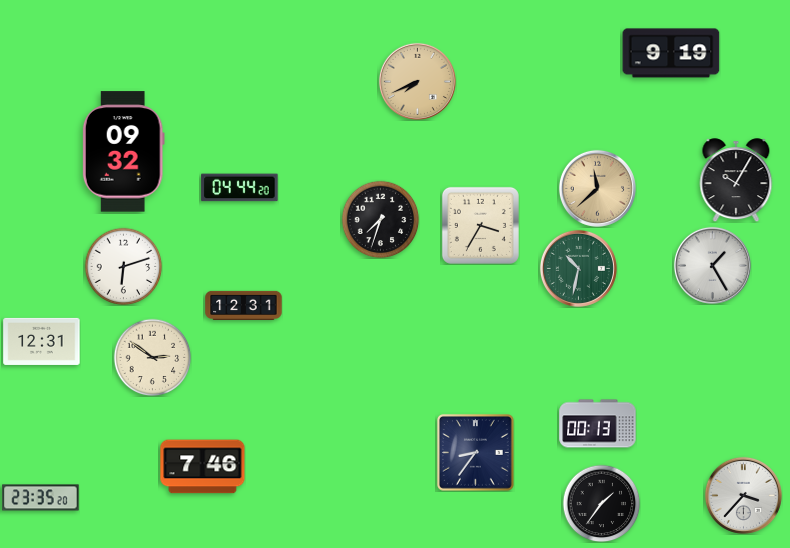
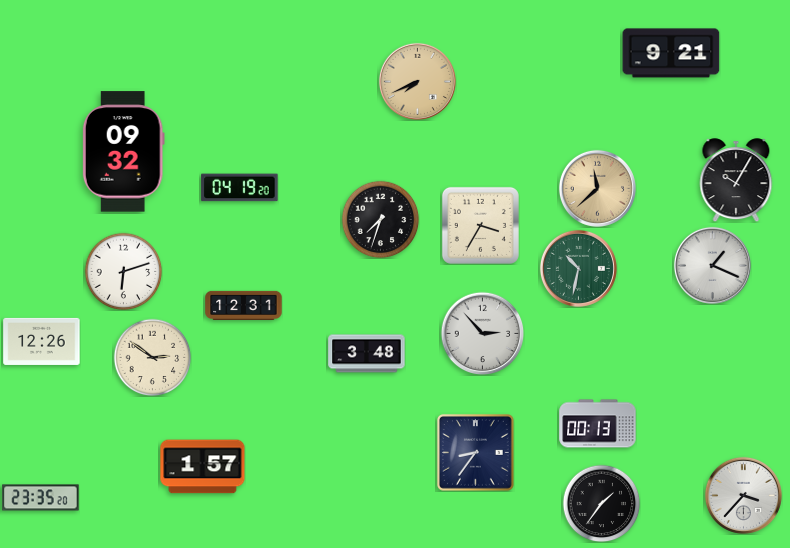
clock at (671, 53): 9:19 -> 9:21
clock at (240, 188): 04:44 -> 04:19
clock at (712, 265): 1:25 -> 1:19
clock at (123, 266) position: (123, 266) -> (123, 271)
clock at (482, 333): none -> 2:53
clock at (42, 341): 12:31 -> 12:26
clock at (367, 354): none -> 3:48
clock at (203, 467): 7:46 -> 1:57
